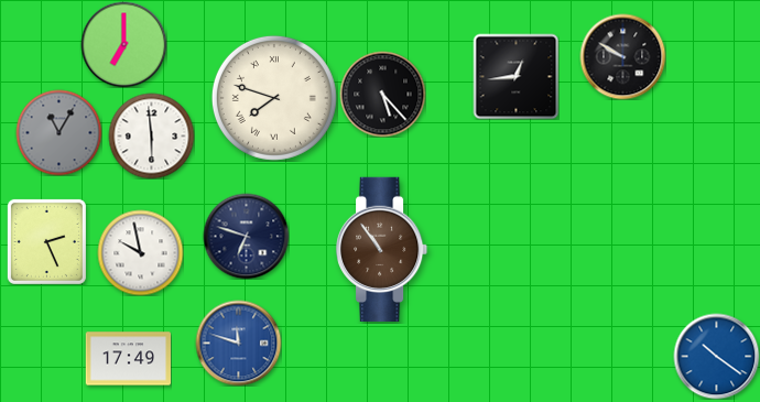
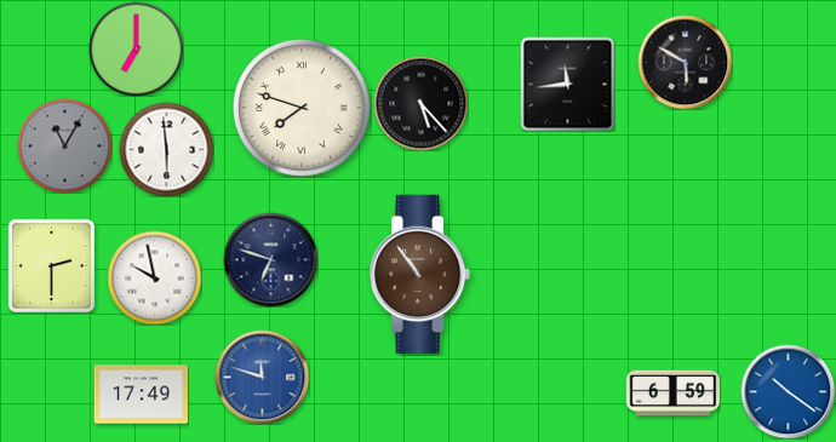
clock at (622, 56): 9:50 -> 5:50
clock at (515, 76): 12:44 -> 11:44
clock at (46, 241): 2:26 -> 2:30
clock at (672, 394): none -> 6:59
